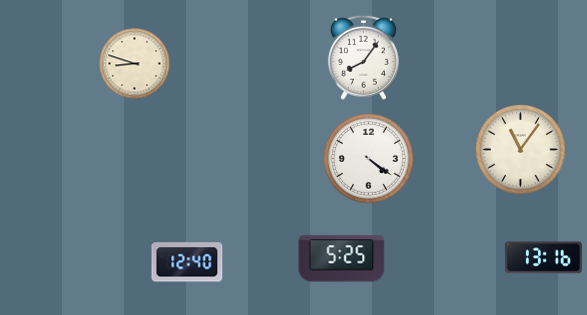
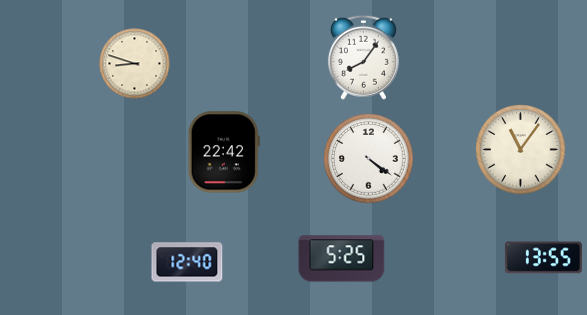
clock at (224, 152): none -> 22:42
clock at (543, 258): 13:16 -> 13:55
